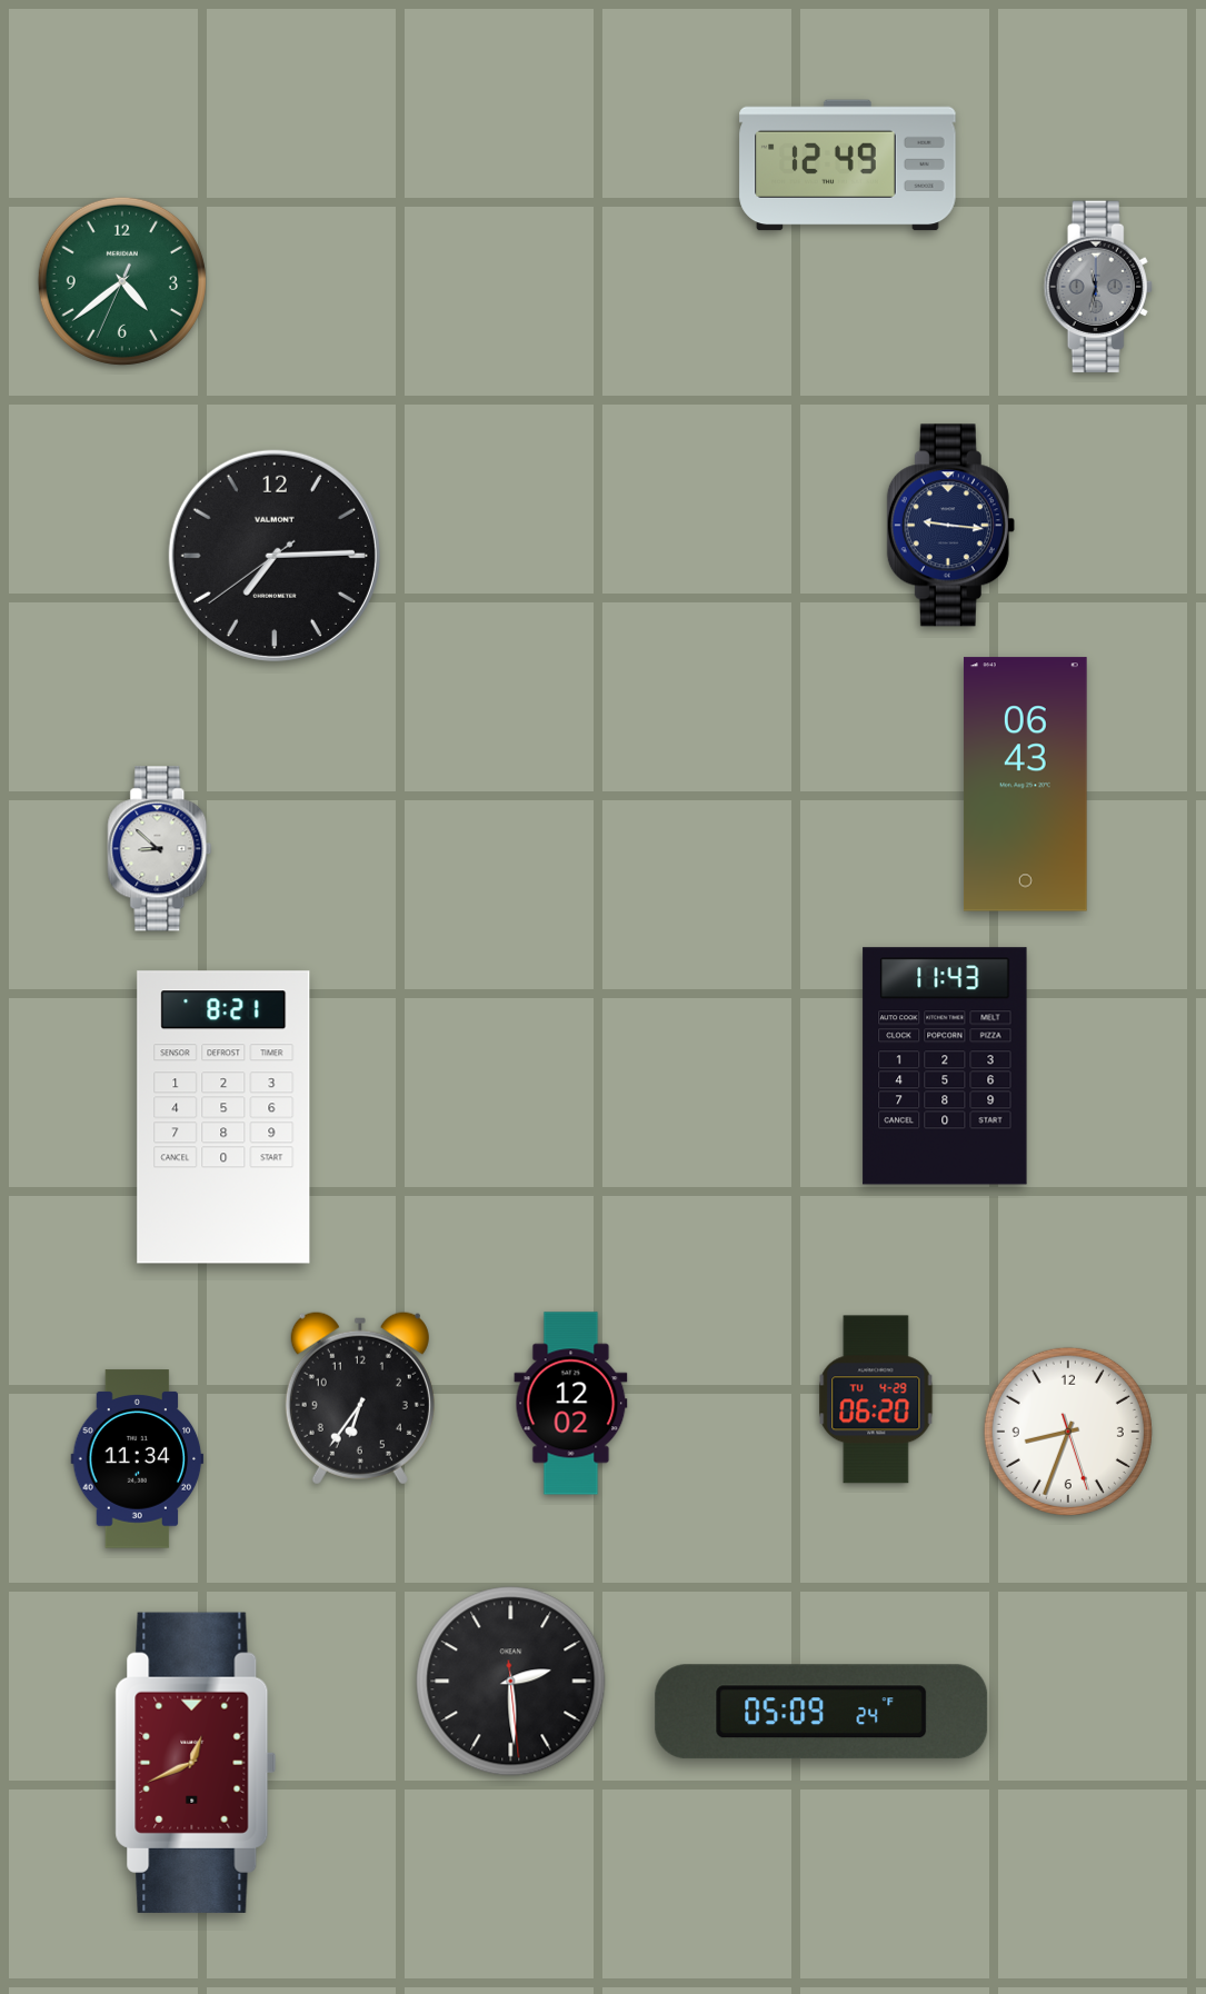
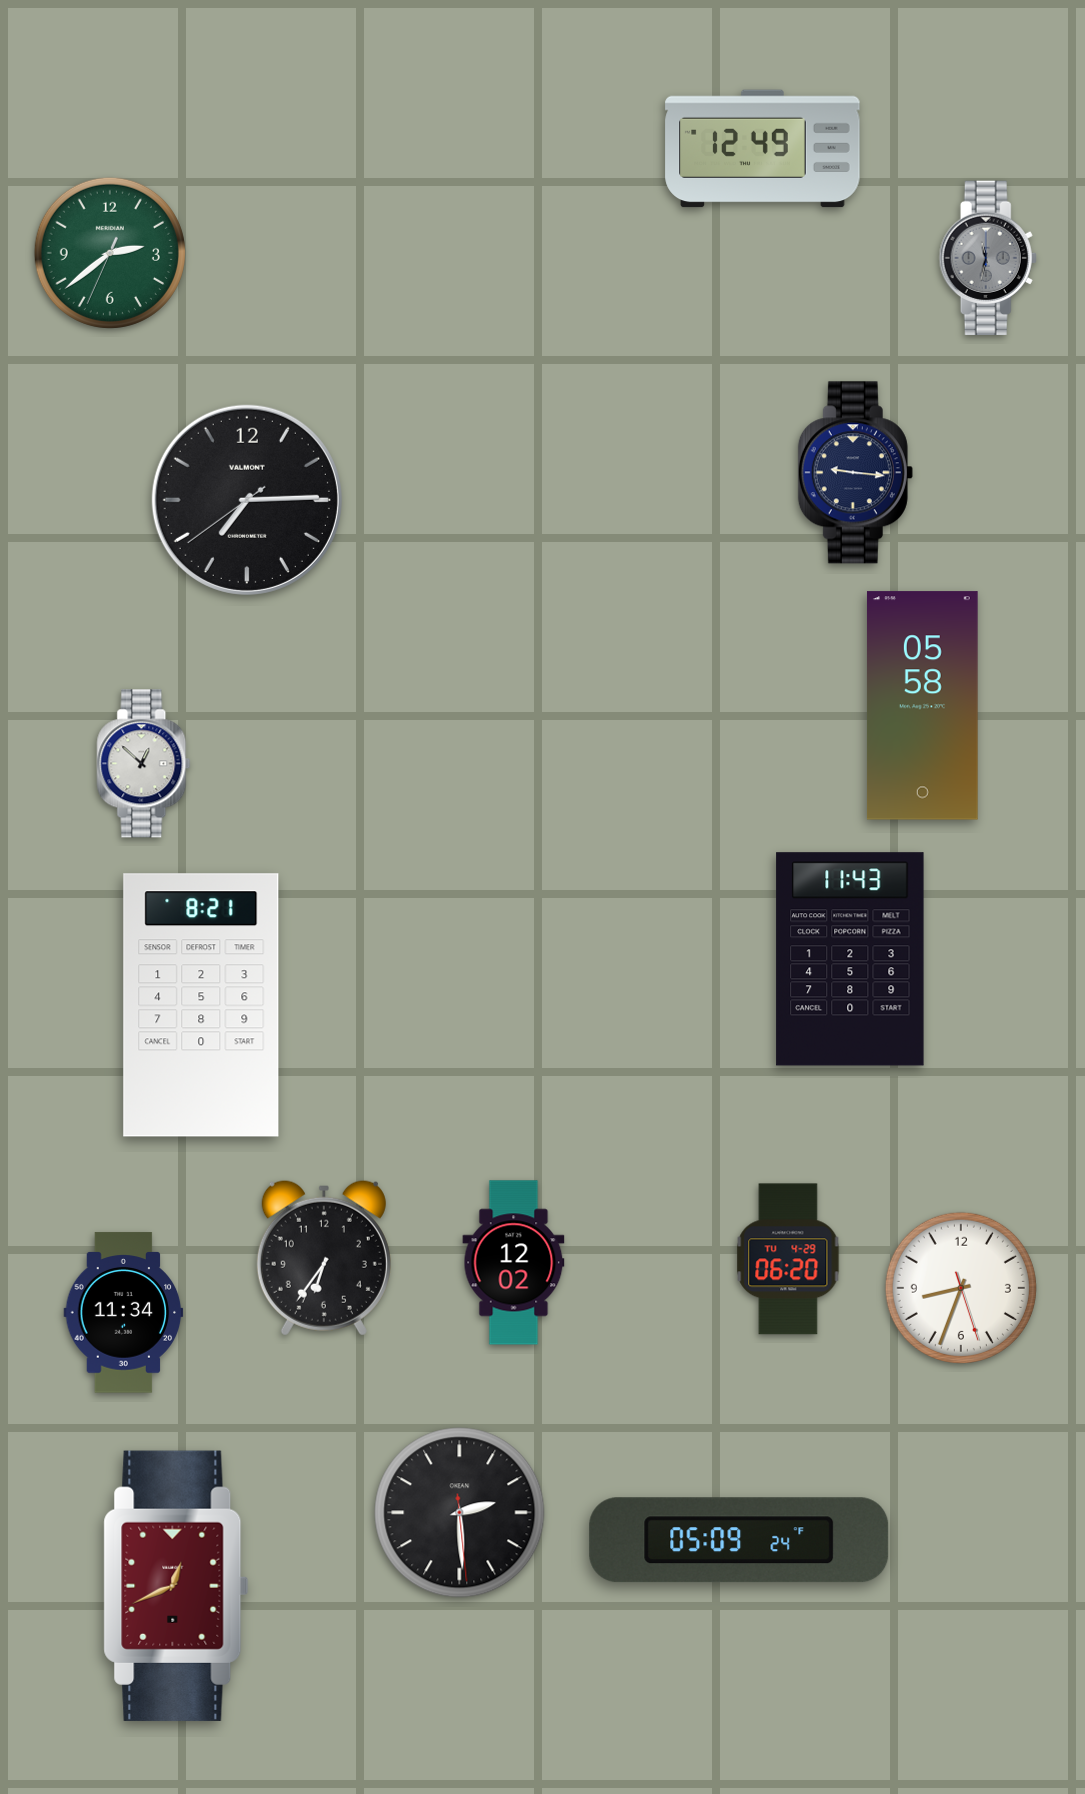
clock at (122, 281): 4:38 -> 2:38
clock at (1025, 785): 06:43 -> 05:58
clock at (160, 849): 8:52 -> 12:52
